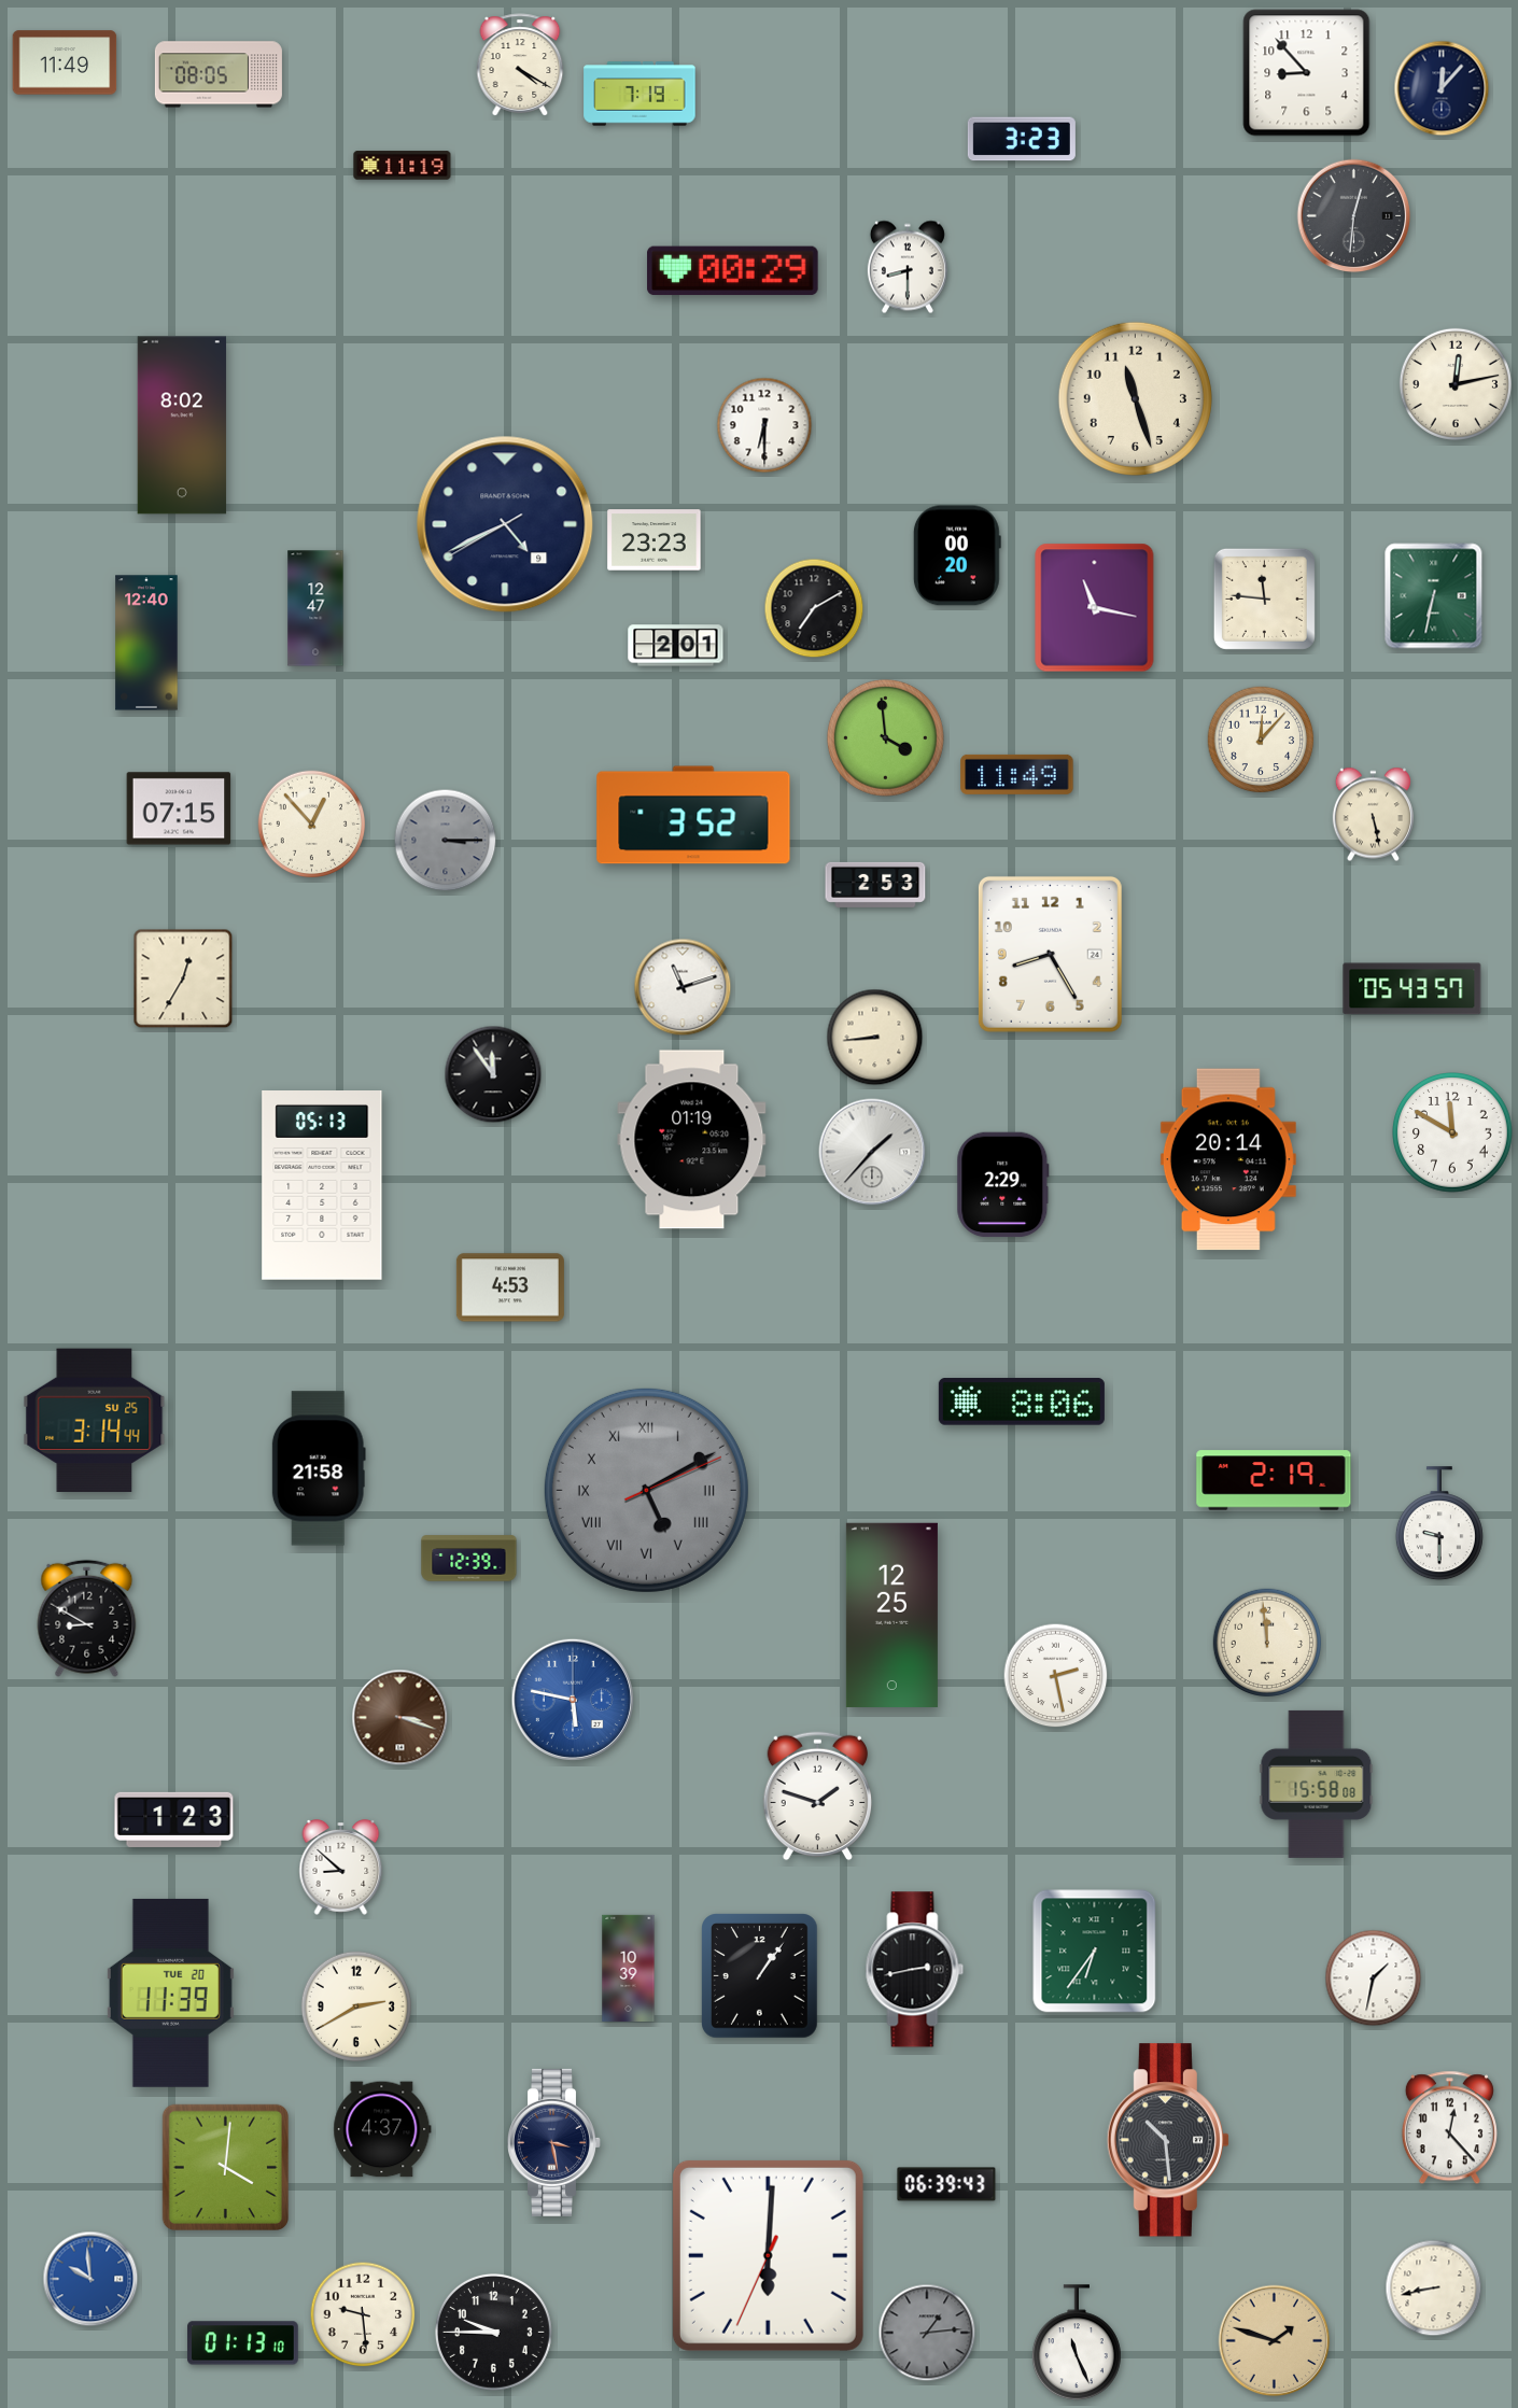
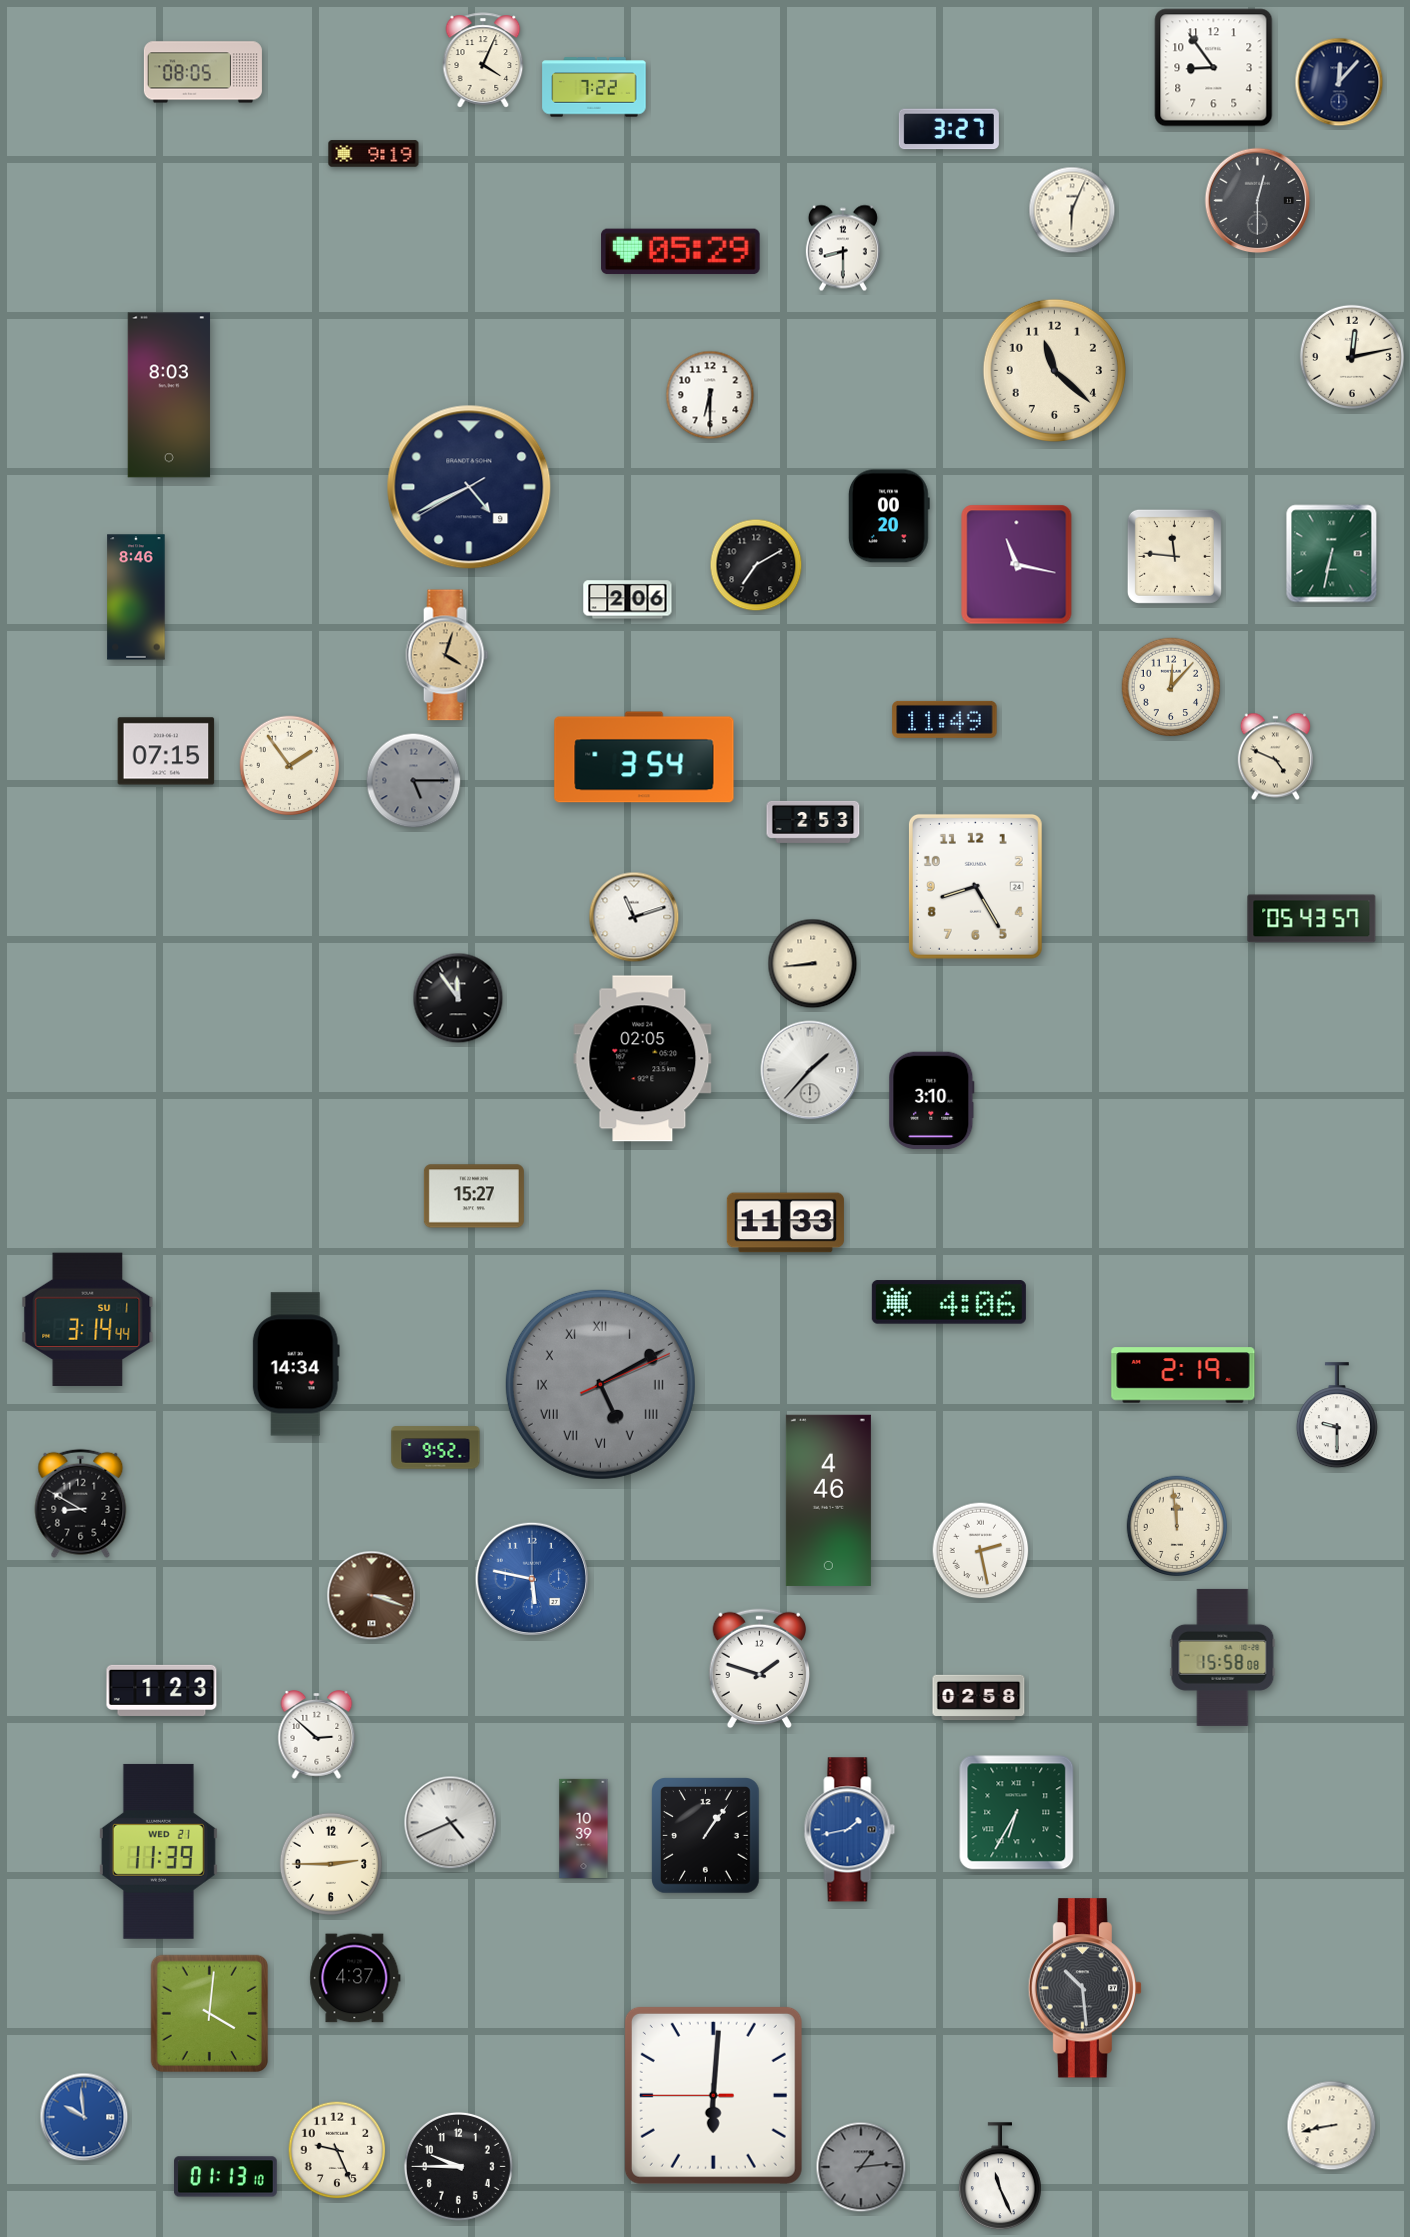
clock at (65, 62): 11:49 -> none
clock at (520, 65): 4:20 -> 4:04
clock at (1307, 73): 8:53 -> 8:54
clock at (219, 74) position: (219, 74) -> (203, 72)
clock at (639, 94): 7:19 -> 7:22
clock at (1022, 139): 3:23 -> 3:27
clock at (403, 166): 11:19 -> 9:19
clock at (1354, 216): 12:31 -> 12:30
clock at (1072, 210): none -> 6:04
clock at (733, 271): 00:29 -> 05:29
clock at (1135, 398): 11:27 -> 11:22
clock at (182, 425): 8:02 -> 8:03
clock at (655, 540): 23:23 -> none
clock at (315, 608): 12:47 -> none
clock at (146, 643): 12:40 -> 8:46
clock at (676, 646): 2:01 -> 2:06
clock at (447, 655): none -> 4:03
clock at (885, 737): 3:59 -> none
clock at (693, 815): 3:52 -> 3:54
clock at (1373, 815): 5:28 -> 4:49
clock at (312, 825): 12:53 -> 1:54
clock at (446, 841): 3:15 -> 5:15
clock at (183, 978): 12:35 -> none
clock at (1453, 1133): 11:50 -> none
clock at (692, 1140): 01:19 -> 02:05
clock at (1228, 1159): 20:14 -> none
clock at (1003, 1185): 2:29 -> 3:10
clock at (322, 1186): 05:13 -> none
clock at (510, 1287): 4:53 -> 15:27
clock at (785, 1223): none -> 11:33
clock at (1022, 1402): 8:06 -> 4:06
clock at (95, 1420) date: SU 25 -> SU 1
clock at (319, 1468): 21:58 -> 14:34
clock at (469, 1559): 12:39 -> 9:52
clock at (891, 1615): 12:25 -> 4:46
clock at (1056, 1676) position: (1056, 1676) -> (981, 1551)
clock at (979, 1698): none -> 02:58
clock at (341, 1868): 8:52 -> 2:52
clock at (1095, 1952): 6:36 -> 6:35
clock at (451, 1823): none -> 4:41
clock at (915, 1970): 2:43 -> 1:43
clock at (915, 1970) dial: black -> blue
clock at (1374, 1978): 1:32 -> none
clock at (170, 1992) date: TUE 20 -> WED 21
clock at (356, 2006): 2:40 -> 2:45
clock at (1449, 2128): 12:23 -> none
clock at (554, 2142): 3:28 -> none
clock at (946, 2184): 06:39 -> none
clock at (768, 2255): 6:00:34 -> 6:00:45
clock at (363, 2314): 9:29 -> 9:26
clock at (1275, 2341): 1:48 -> none
